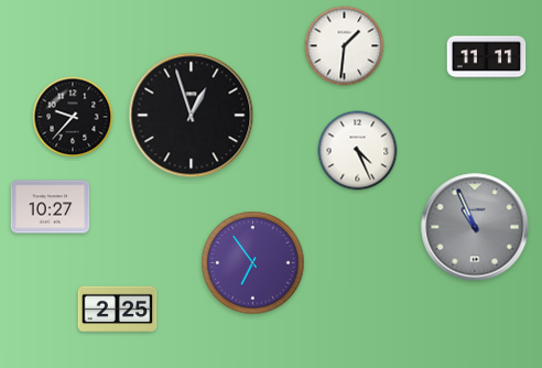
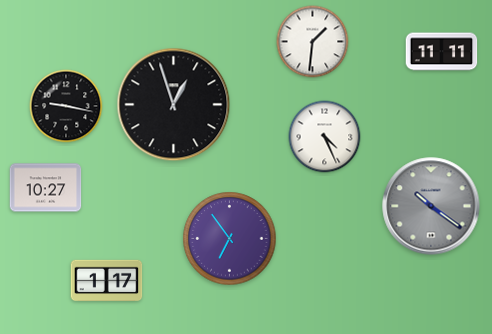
clock at (73, 117): 9:37 -> 9:17
clock at (475, 227): 10:56 -> 10:21
clock at (118, 310): 2:25 -> 1:17
